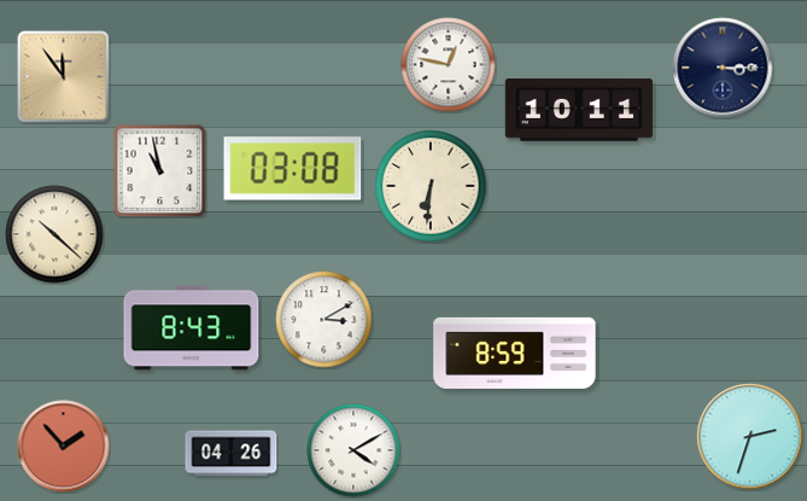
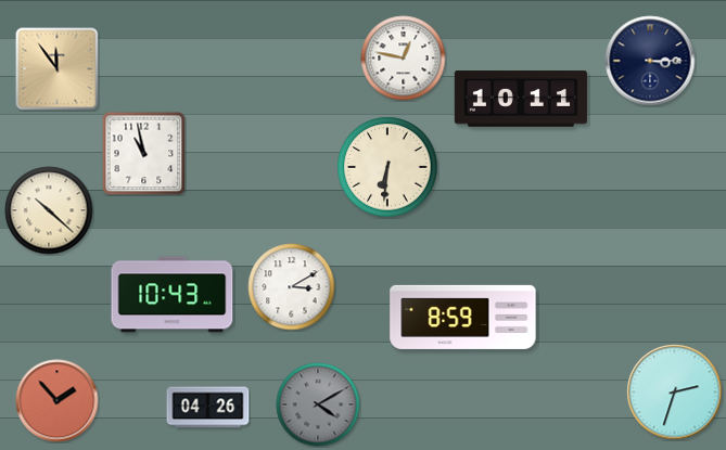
clock at (293, 169): 03:08 -> none
clock at (192, 328): 8:43 -> 10:43
clock at (353, 450) dial: white -> grey
